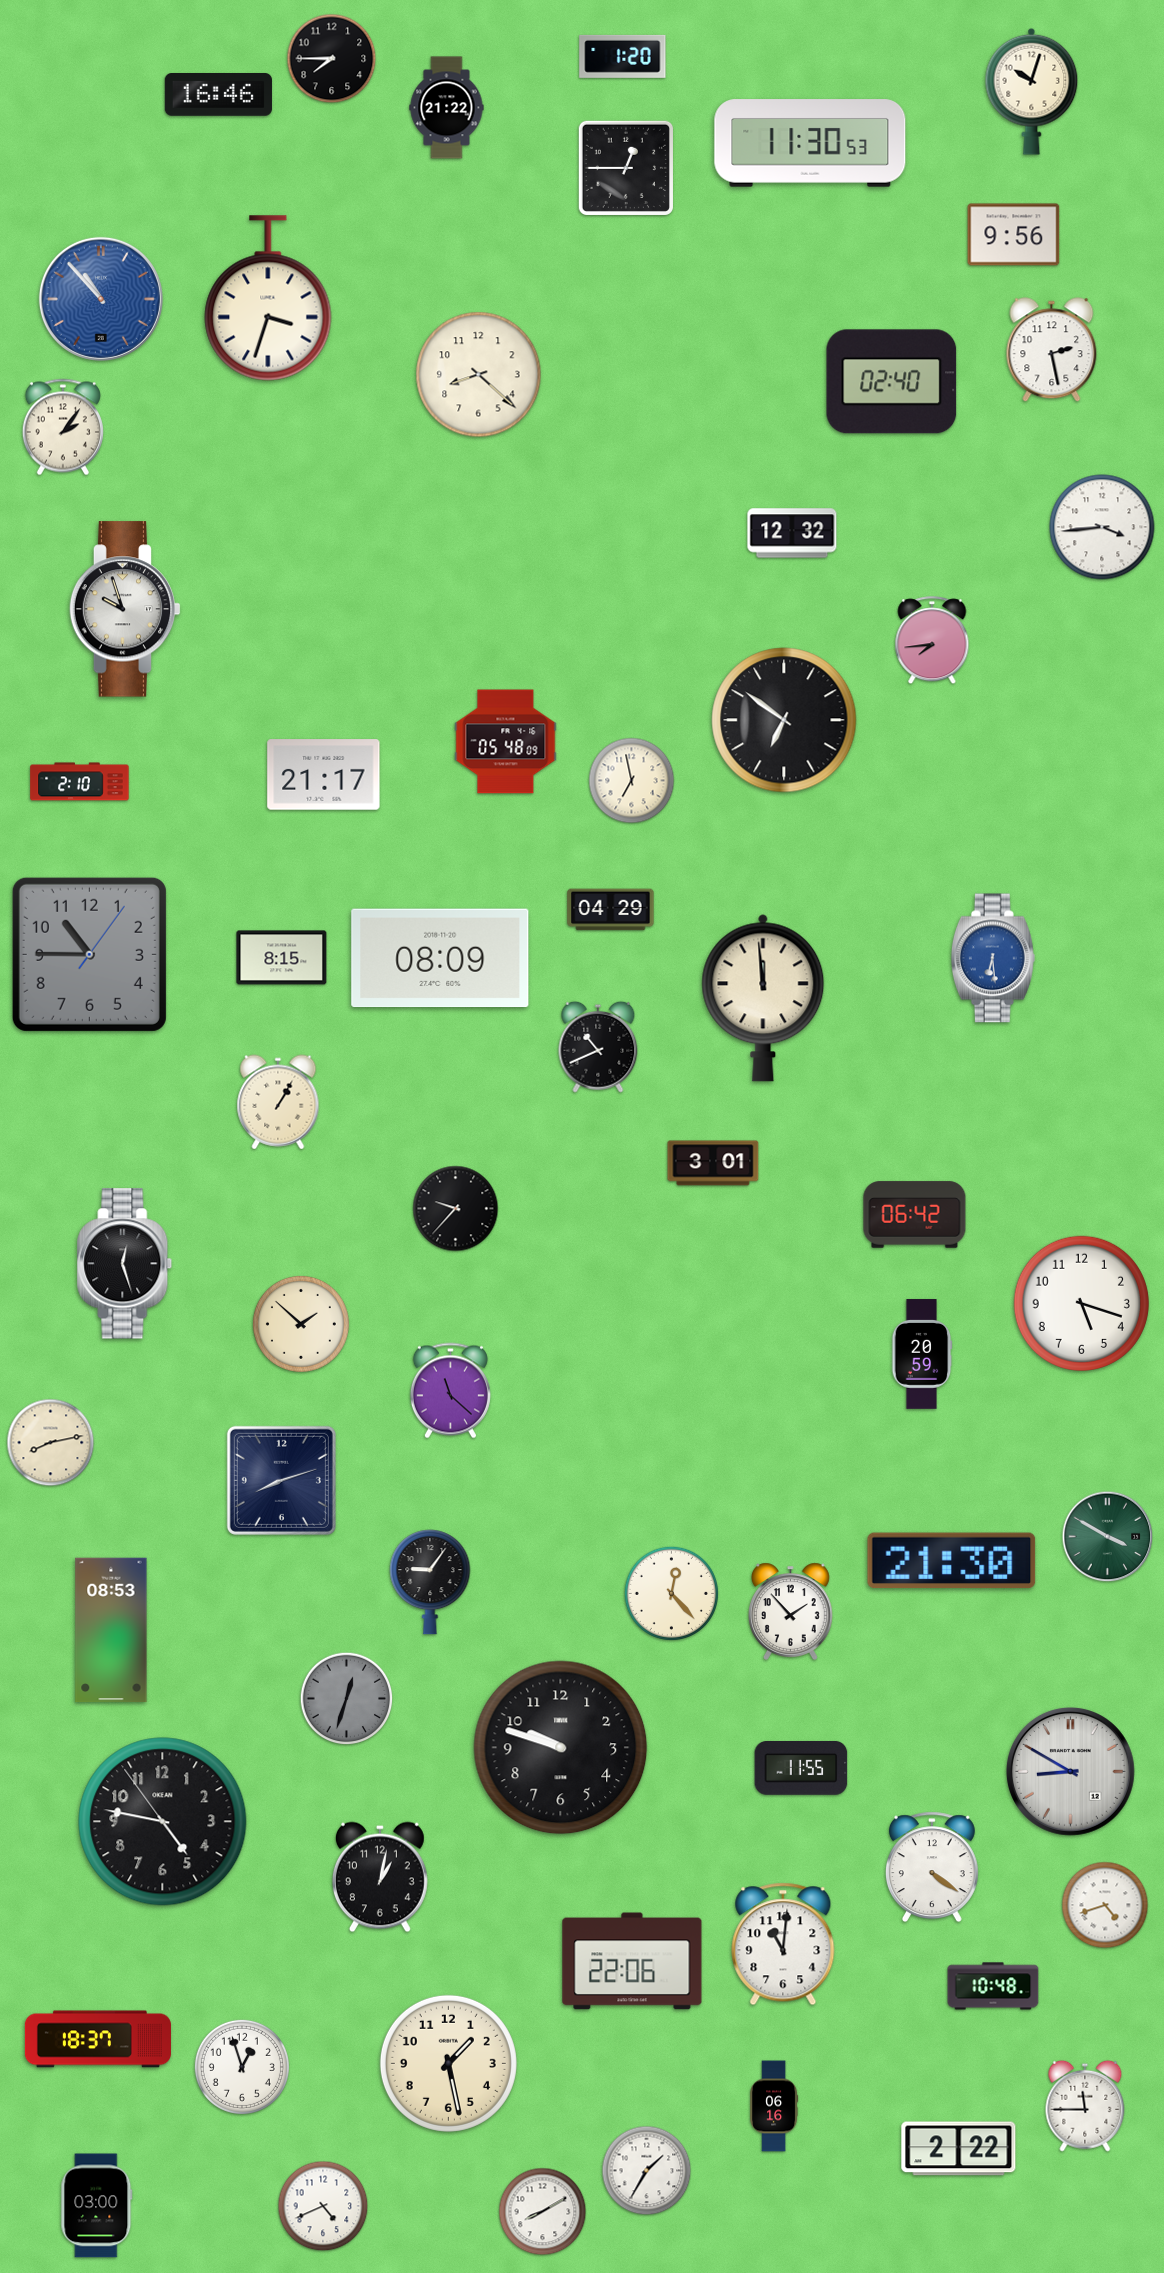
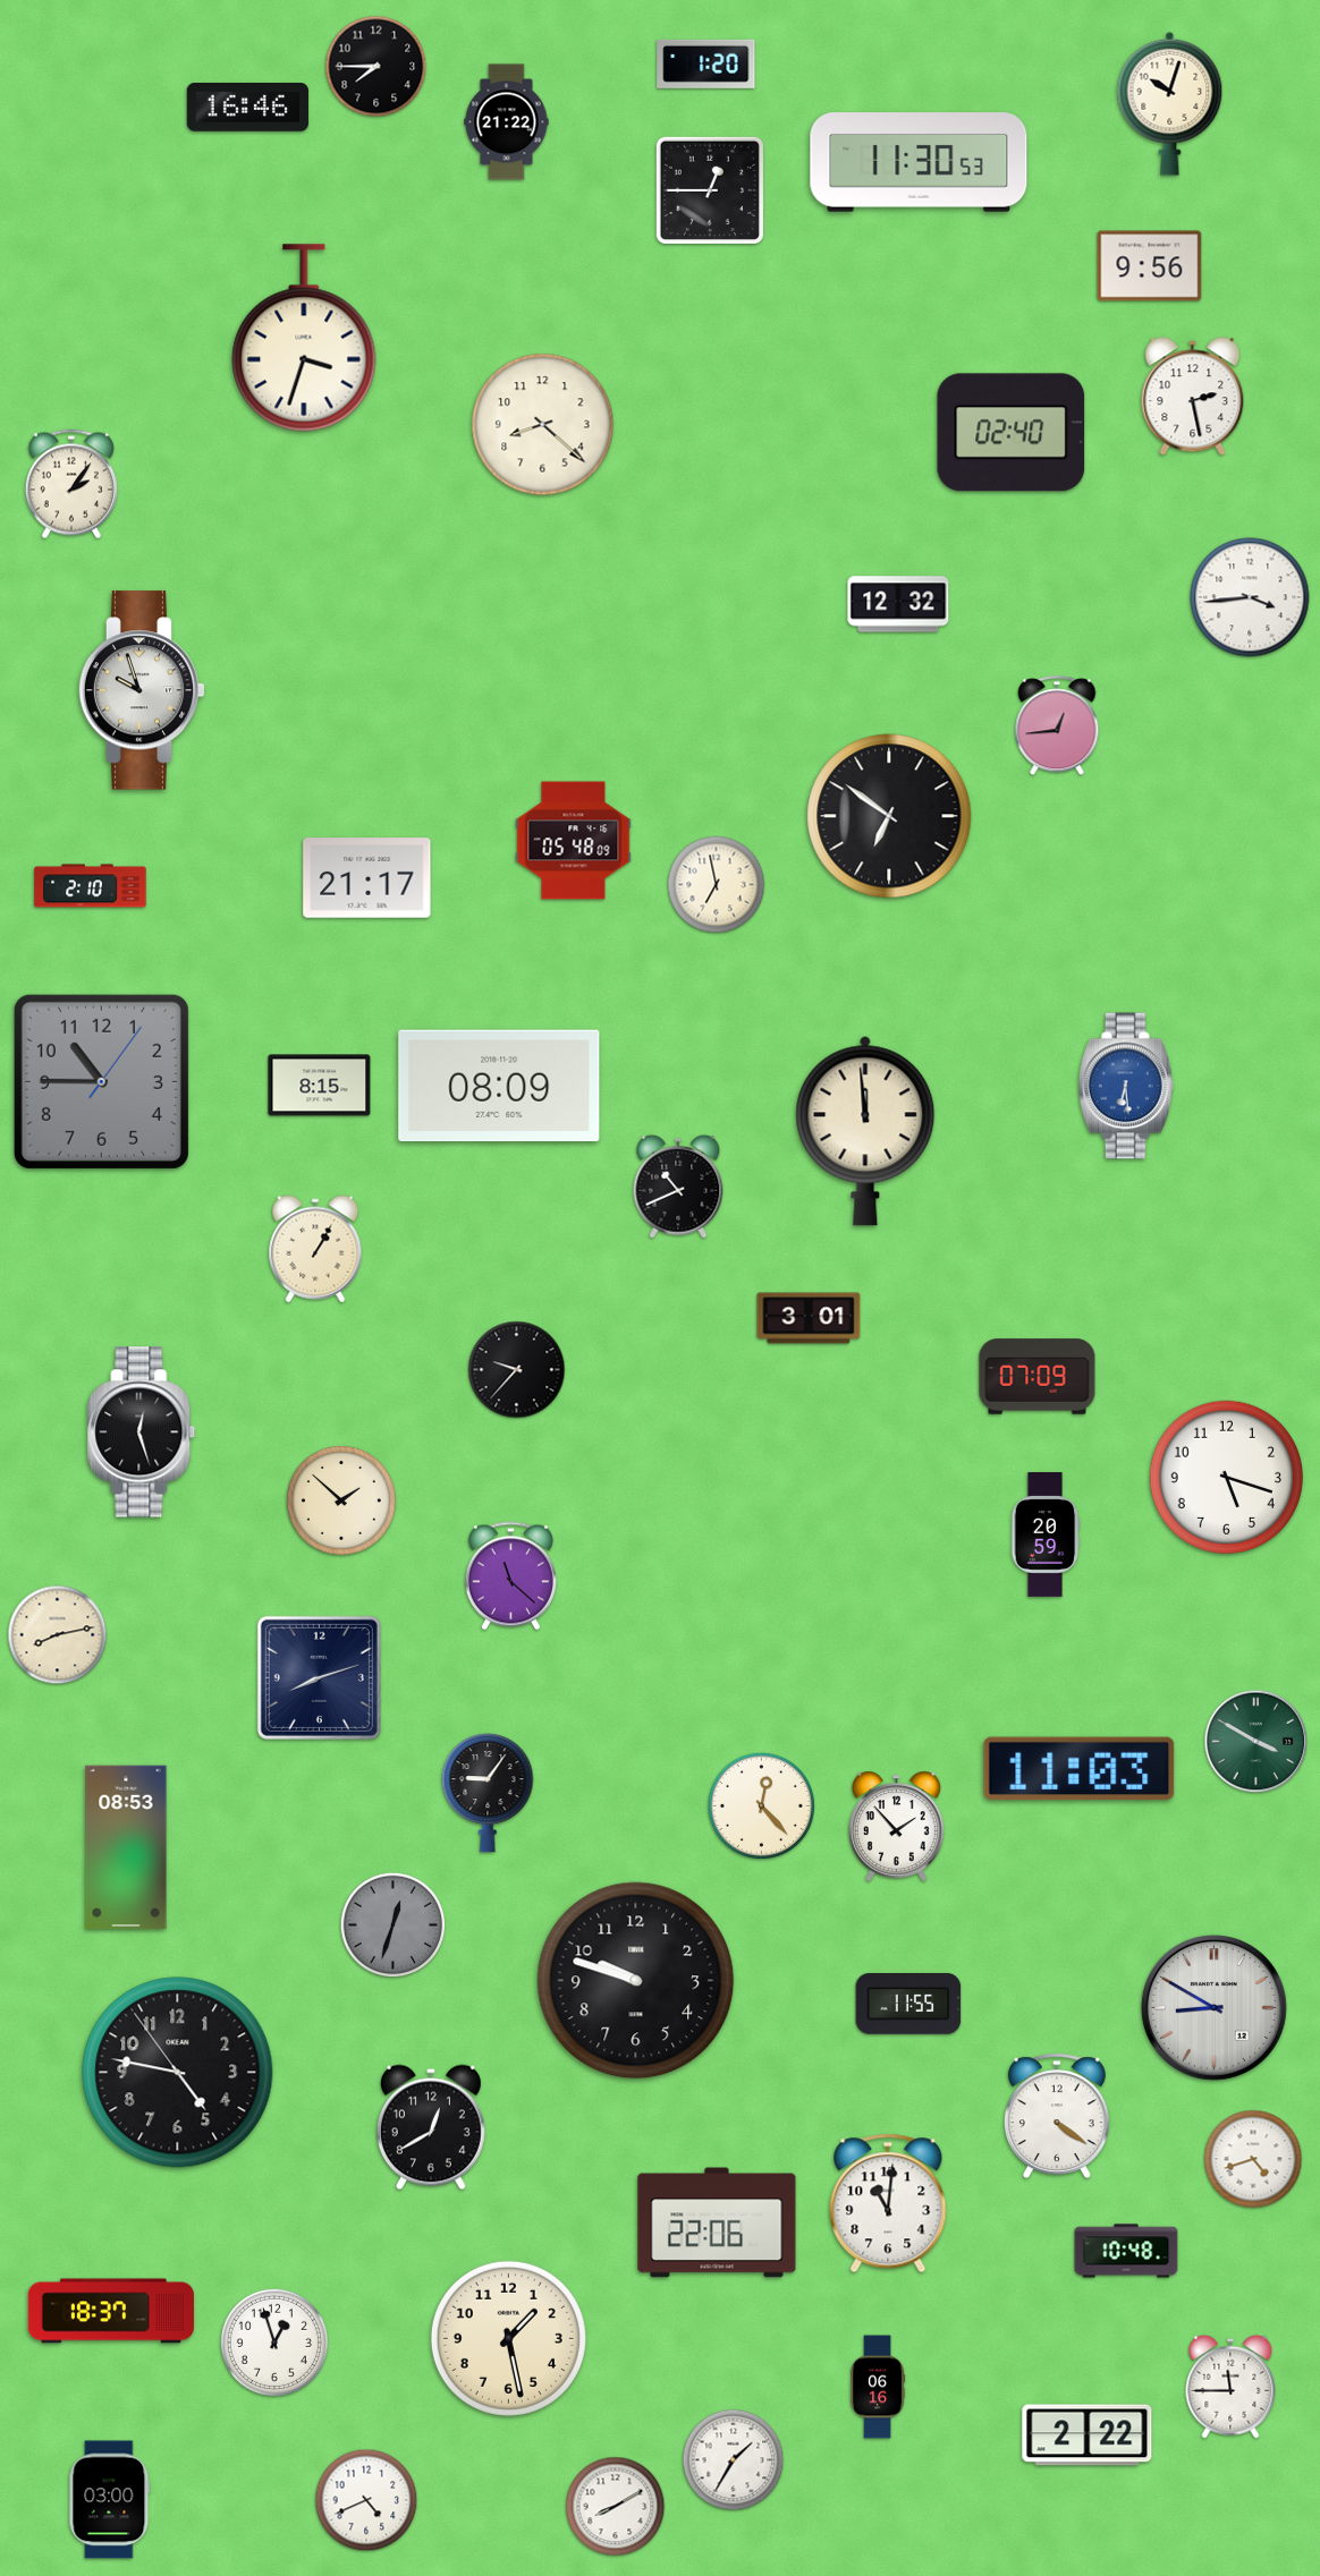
clock at (101, 299): 10:53 -> none
clock at (932, 641): 7:44 -> 12:44
clock at (611, 910): 04:29 -> none
clock at (915, 1215): 06:42 -> 07:09
clock at (952, 1561): 21:30 -> 11:03
clock at (163, 1822) position: (163, 1822) -> (178, 2073)
clock at (380, 1877): 1:02 -> 12:40
